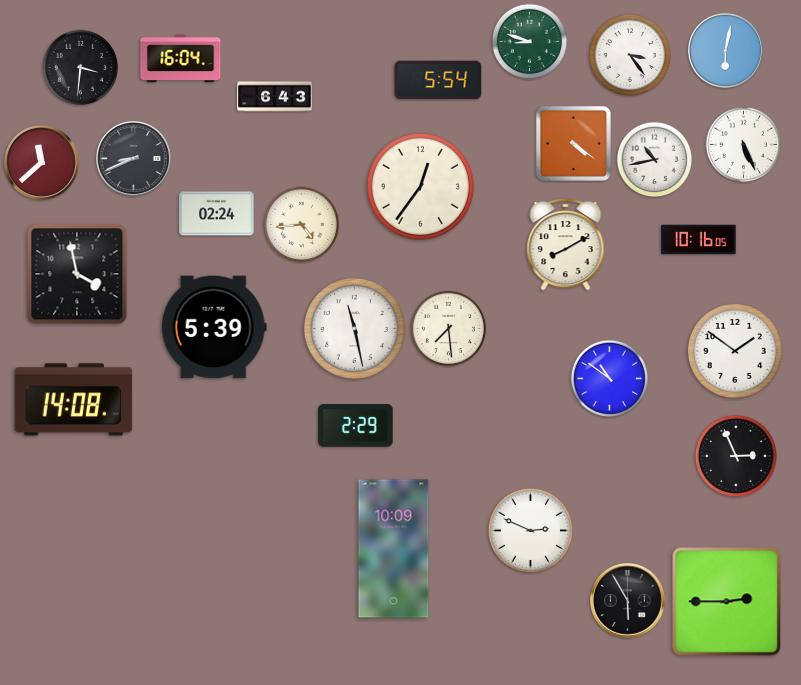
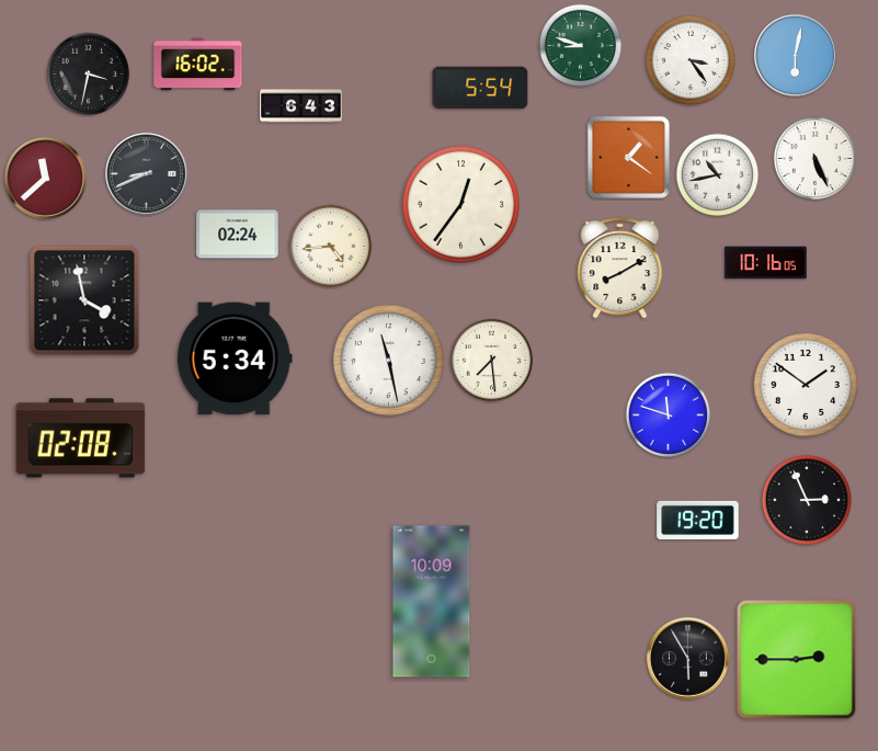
clock at (181, 59): 16:04 -> 16:02
clock at (81, 68): 3:31 -> 3:32
clock at (573, 143): 4:21 -> 1:21
clock at (214, 327): 5:39 -> 5:34
clock at (610, 379): 10:51 -> 11:48
clock at (74, 400): 14:08 -> 02:08
clock at (356, 426): 2:29 -> none
clock at (698, 520): none -> 19:20
clock at (530, 530): 2:49 -> none
